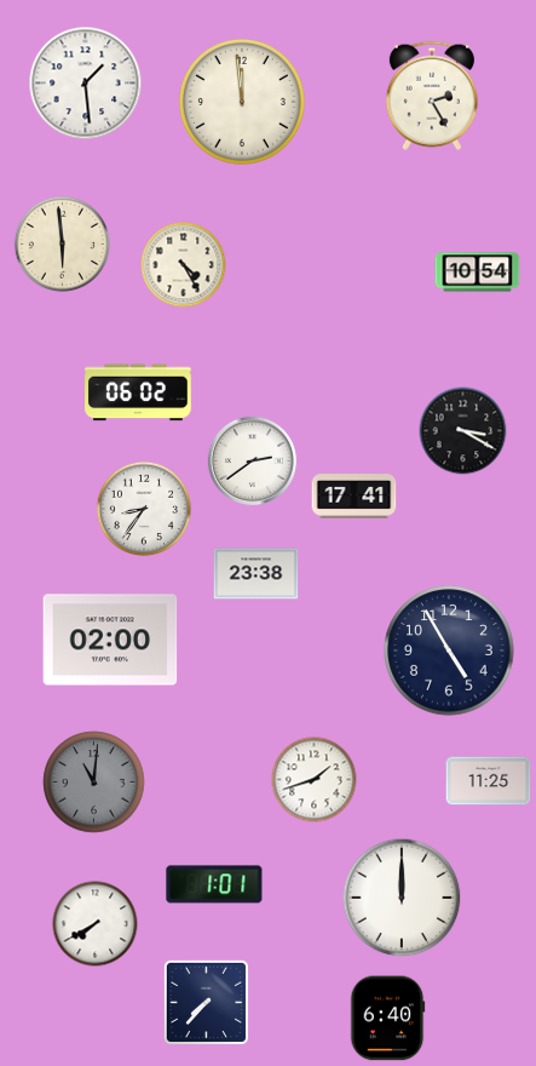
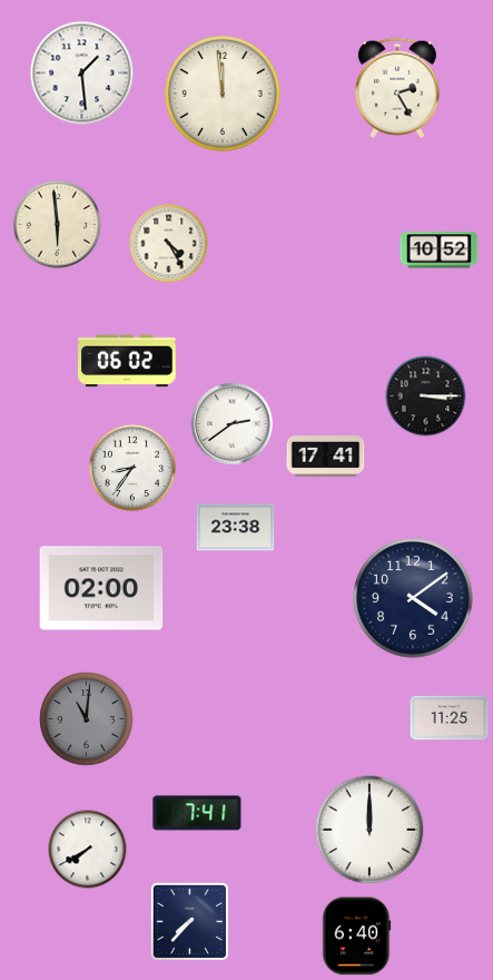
clock at (86, 84) position: (86, 84) -> (82, 73)
clock at (478, 273): 10:54 -> 10:52
clock at (463, 431): 3:20 -> 3:15
clock at (449, 651): 4:55 -> 4:09
clock at (315, 780): 1:42 -> none
clock at (214, 884): 1:01 -> 7:41
clock at (402, 898) position: (402, 898) -> (369, 830)
